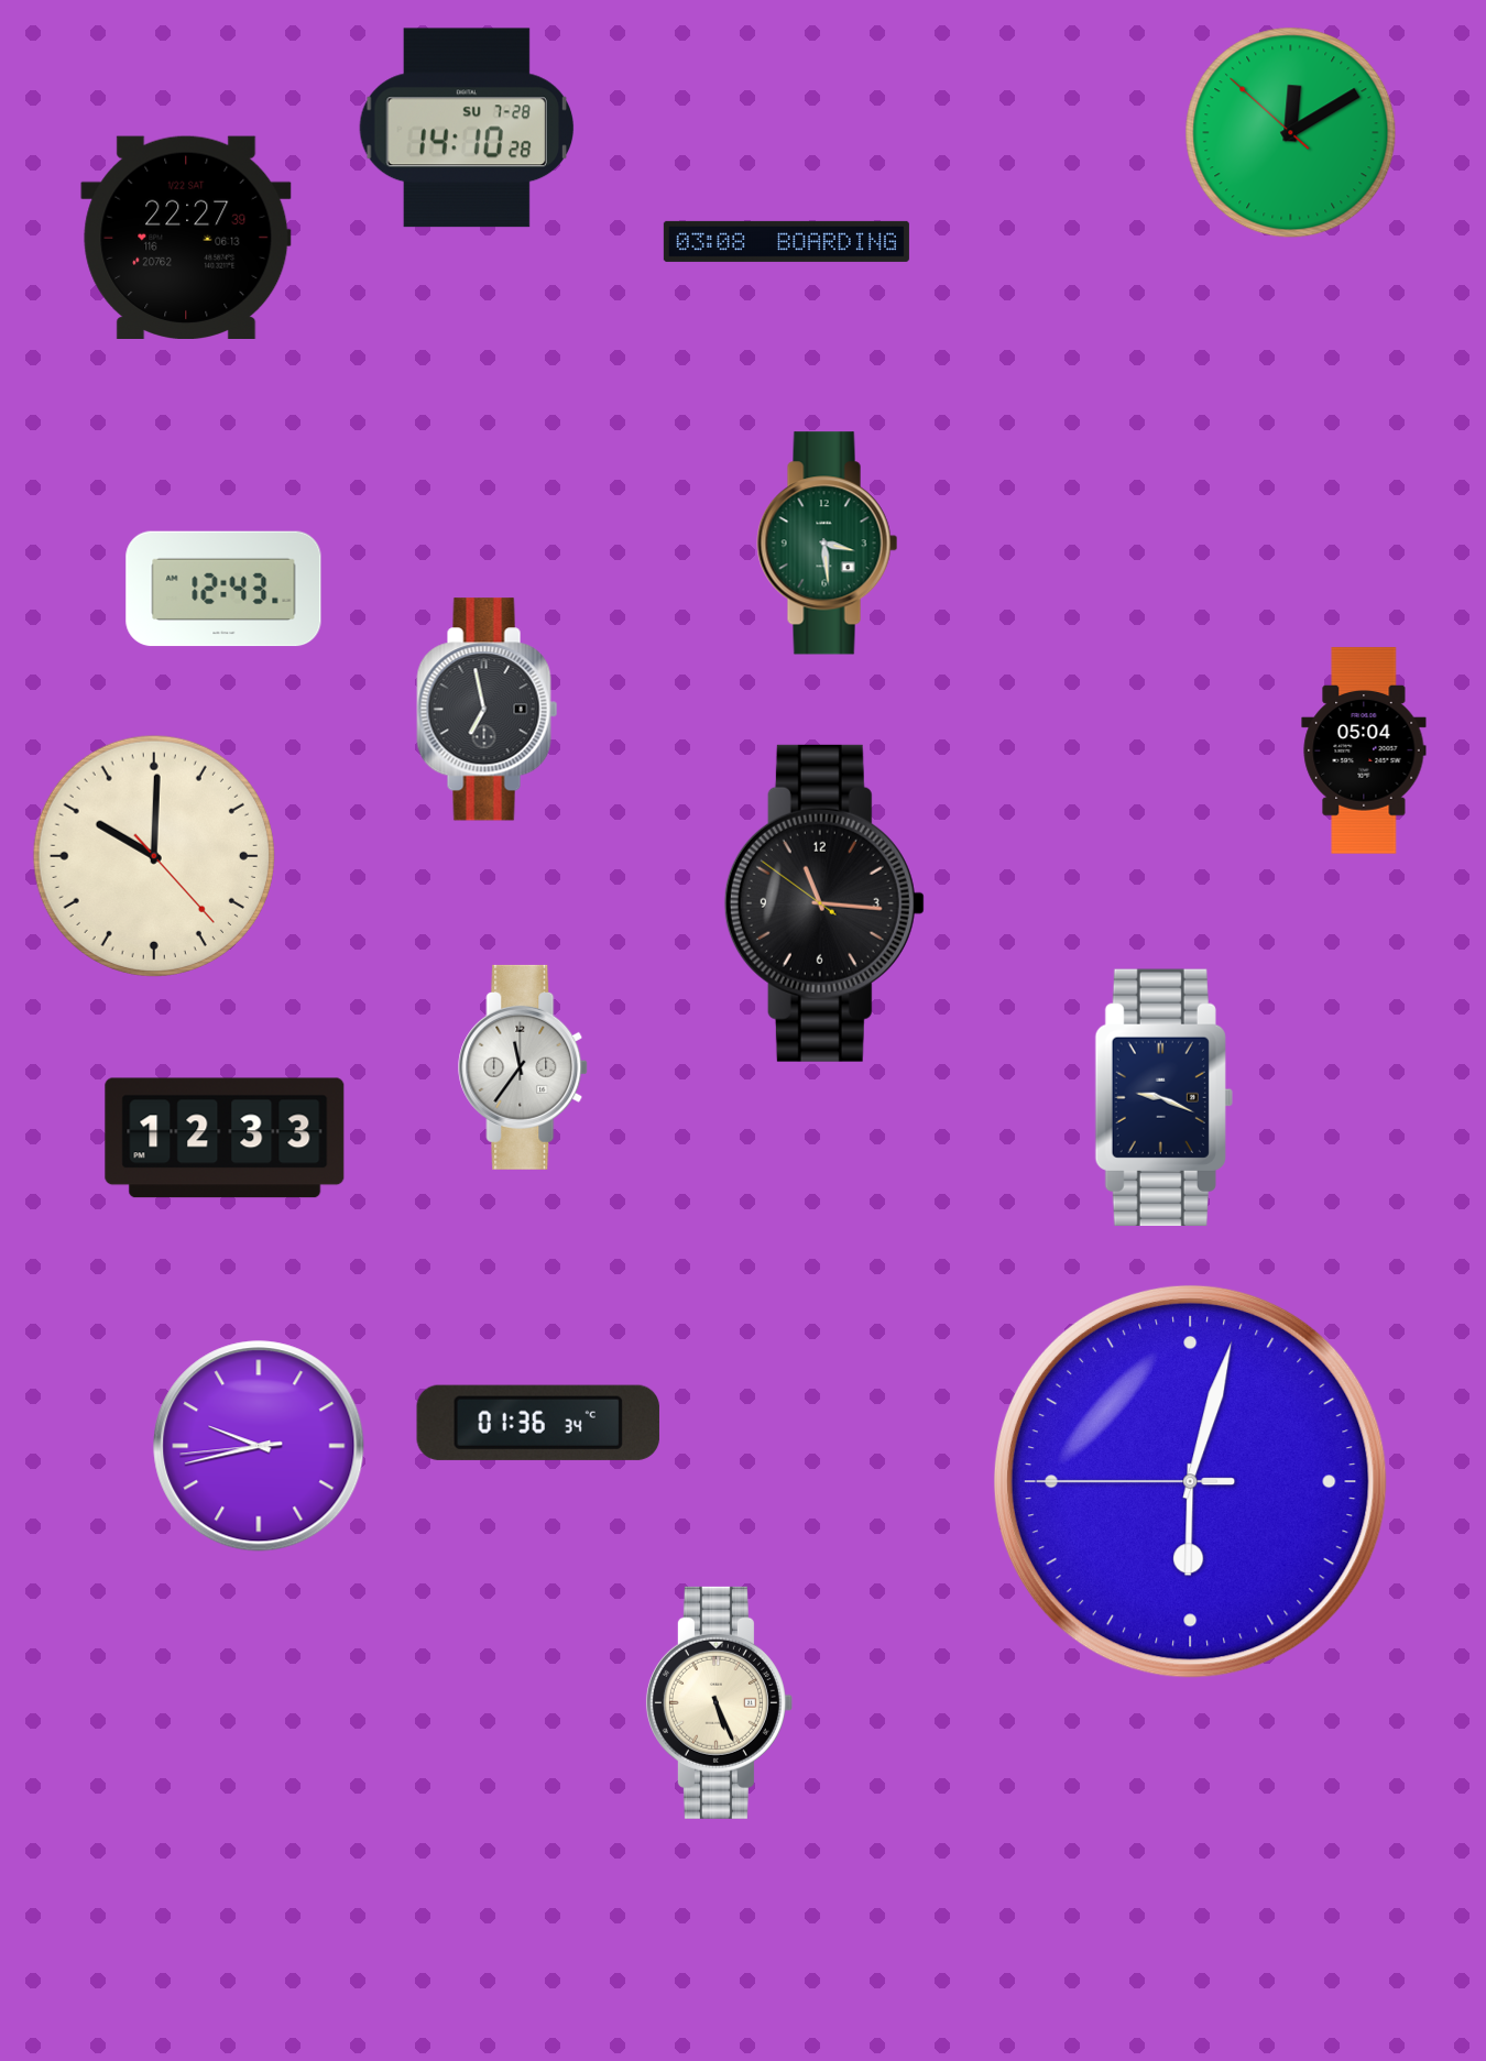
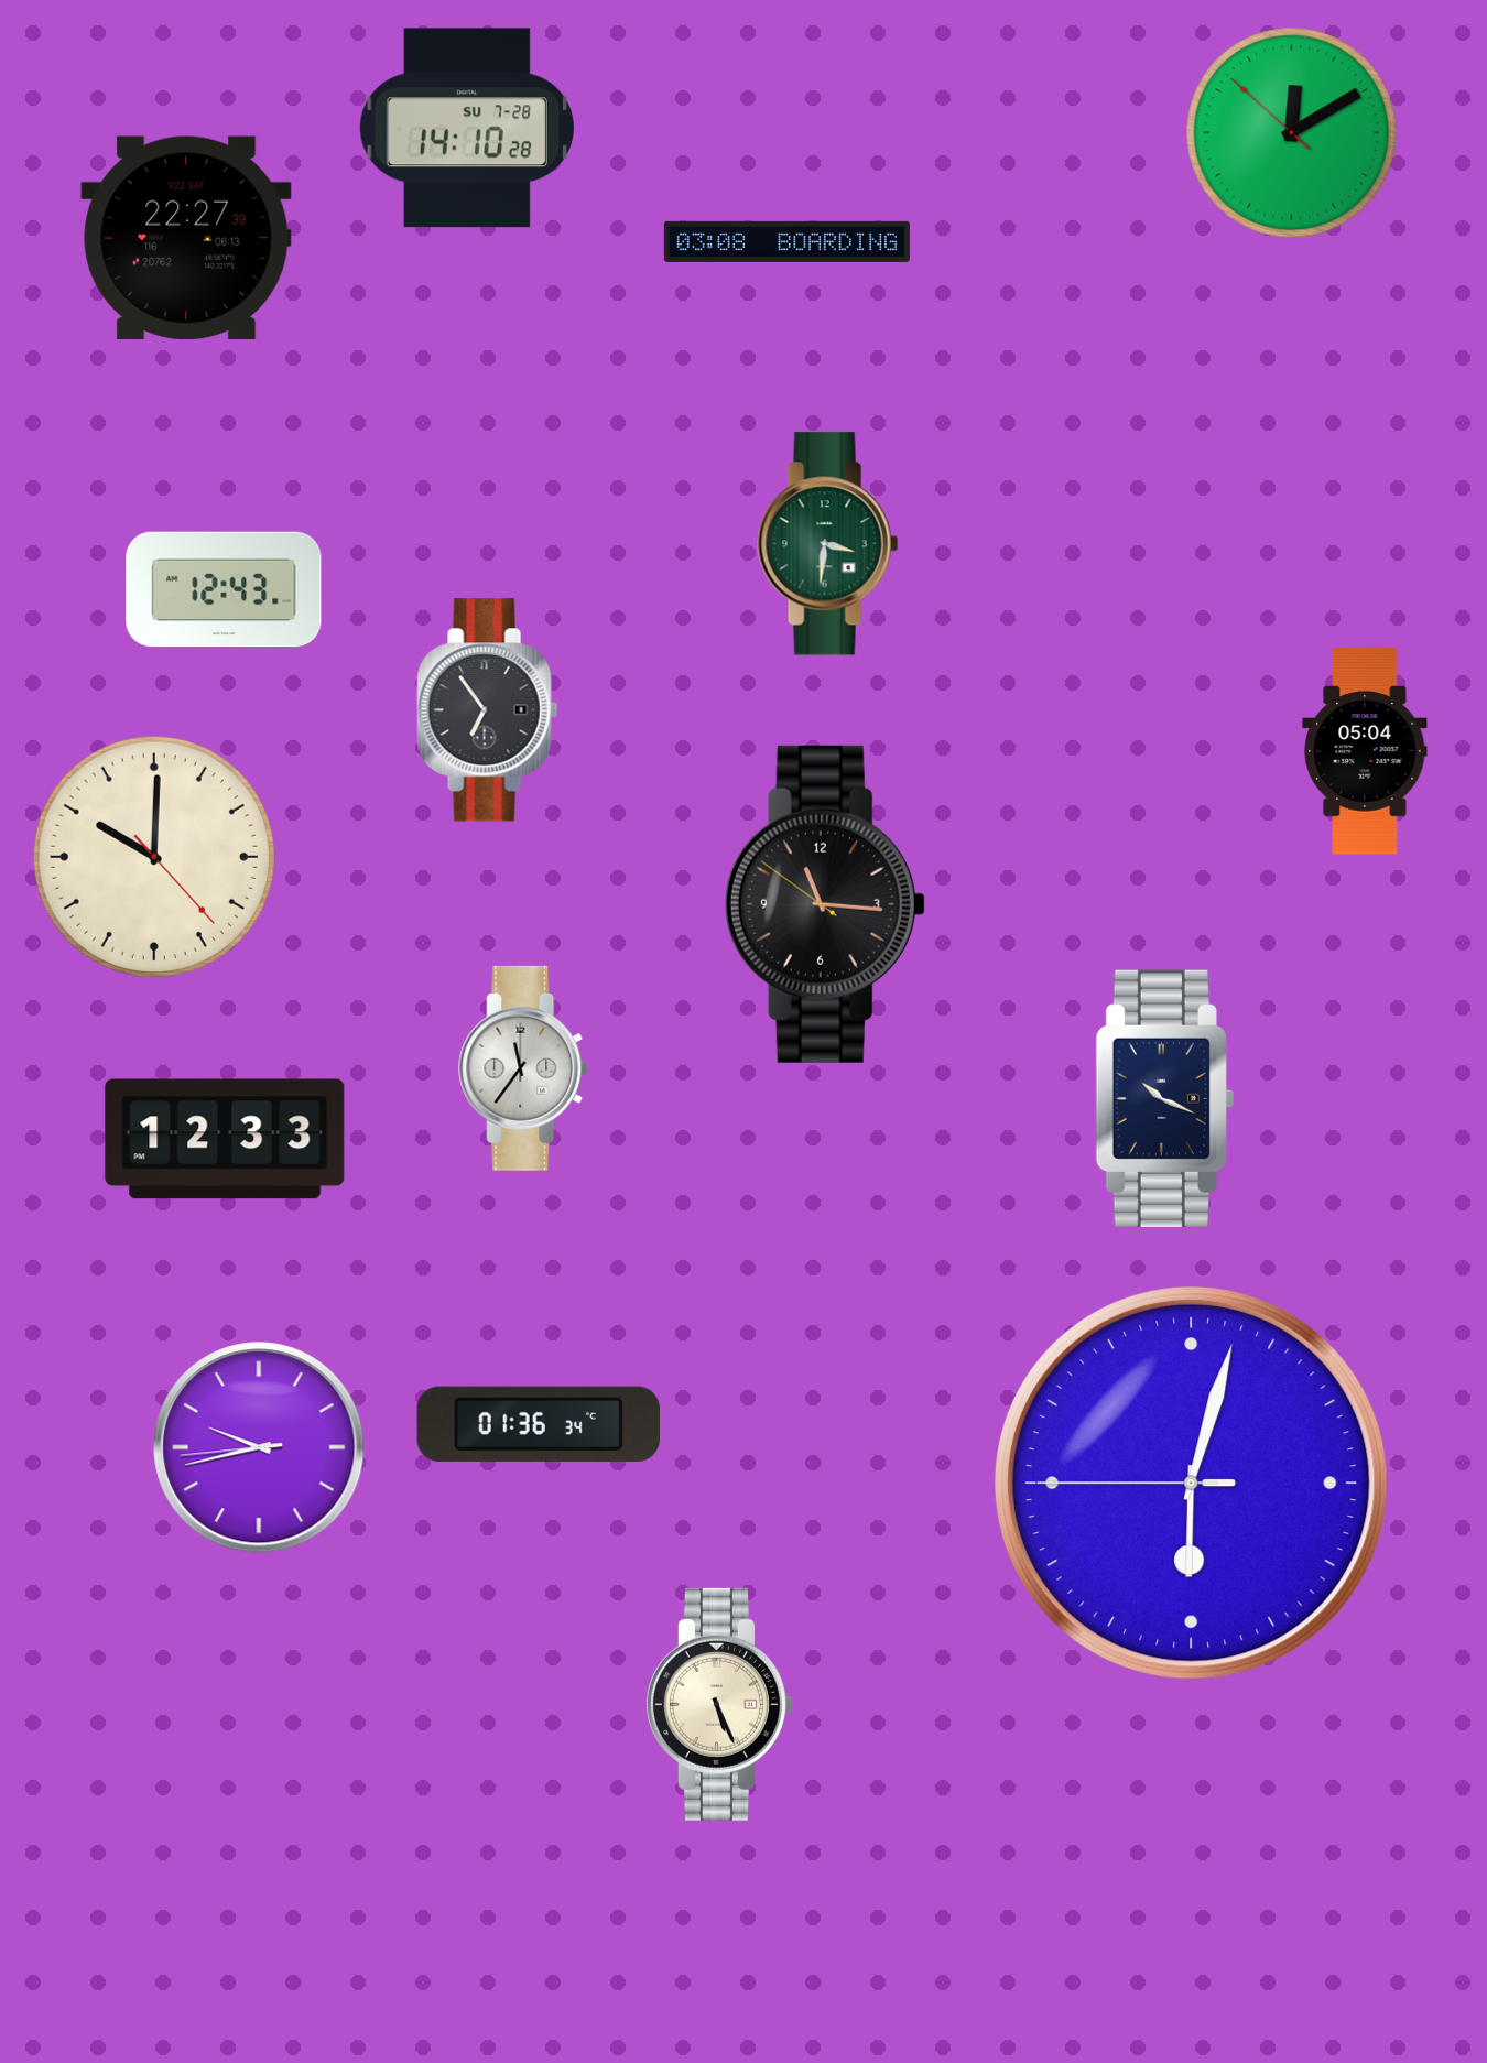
clock at (828, 544): 3:29 -> 3:31
clock at (488, 710): 6:58 -> 6:54
clock at (1163, 1097): 9:19 -> 10:19
